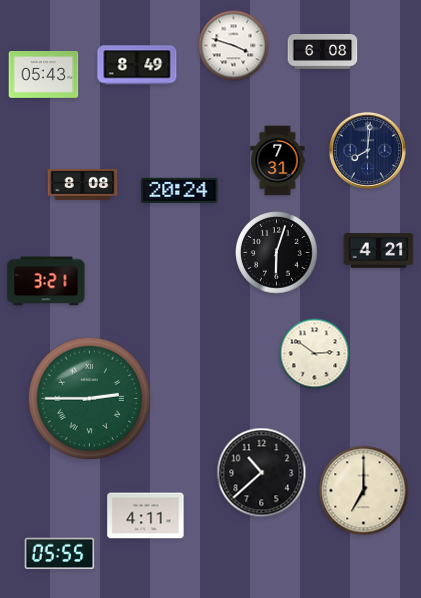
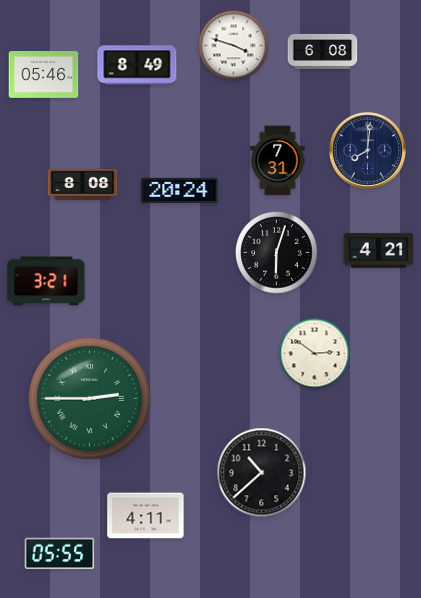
clock at (44, 75): 05:43 -> 05:46
clock at (364, 491): 7:00 -> none
